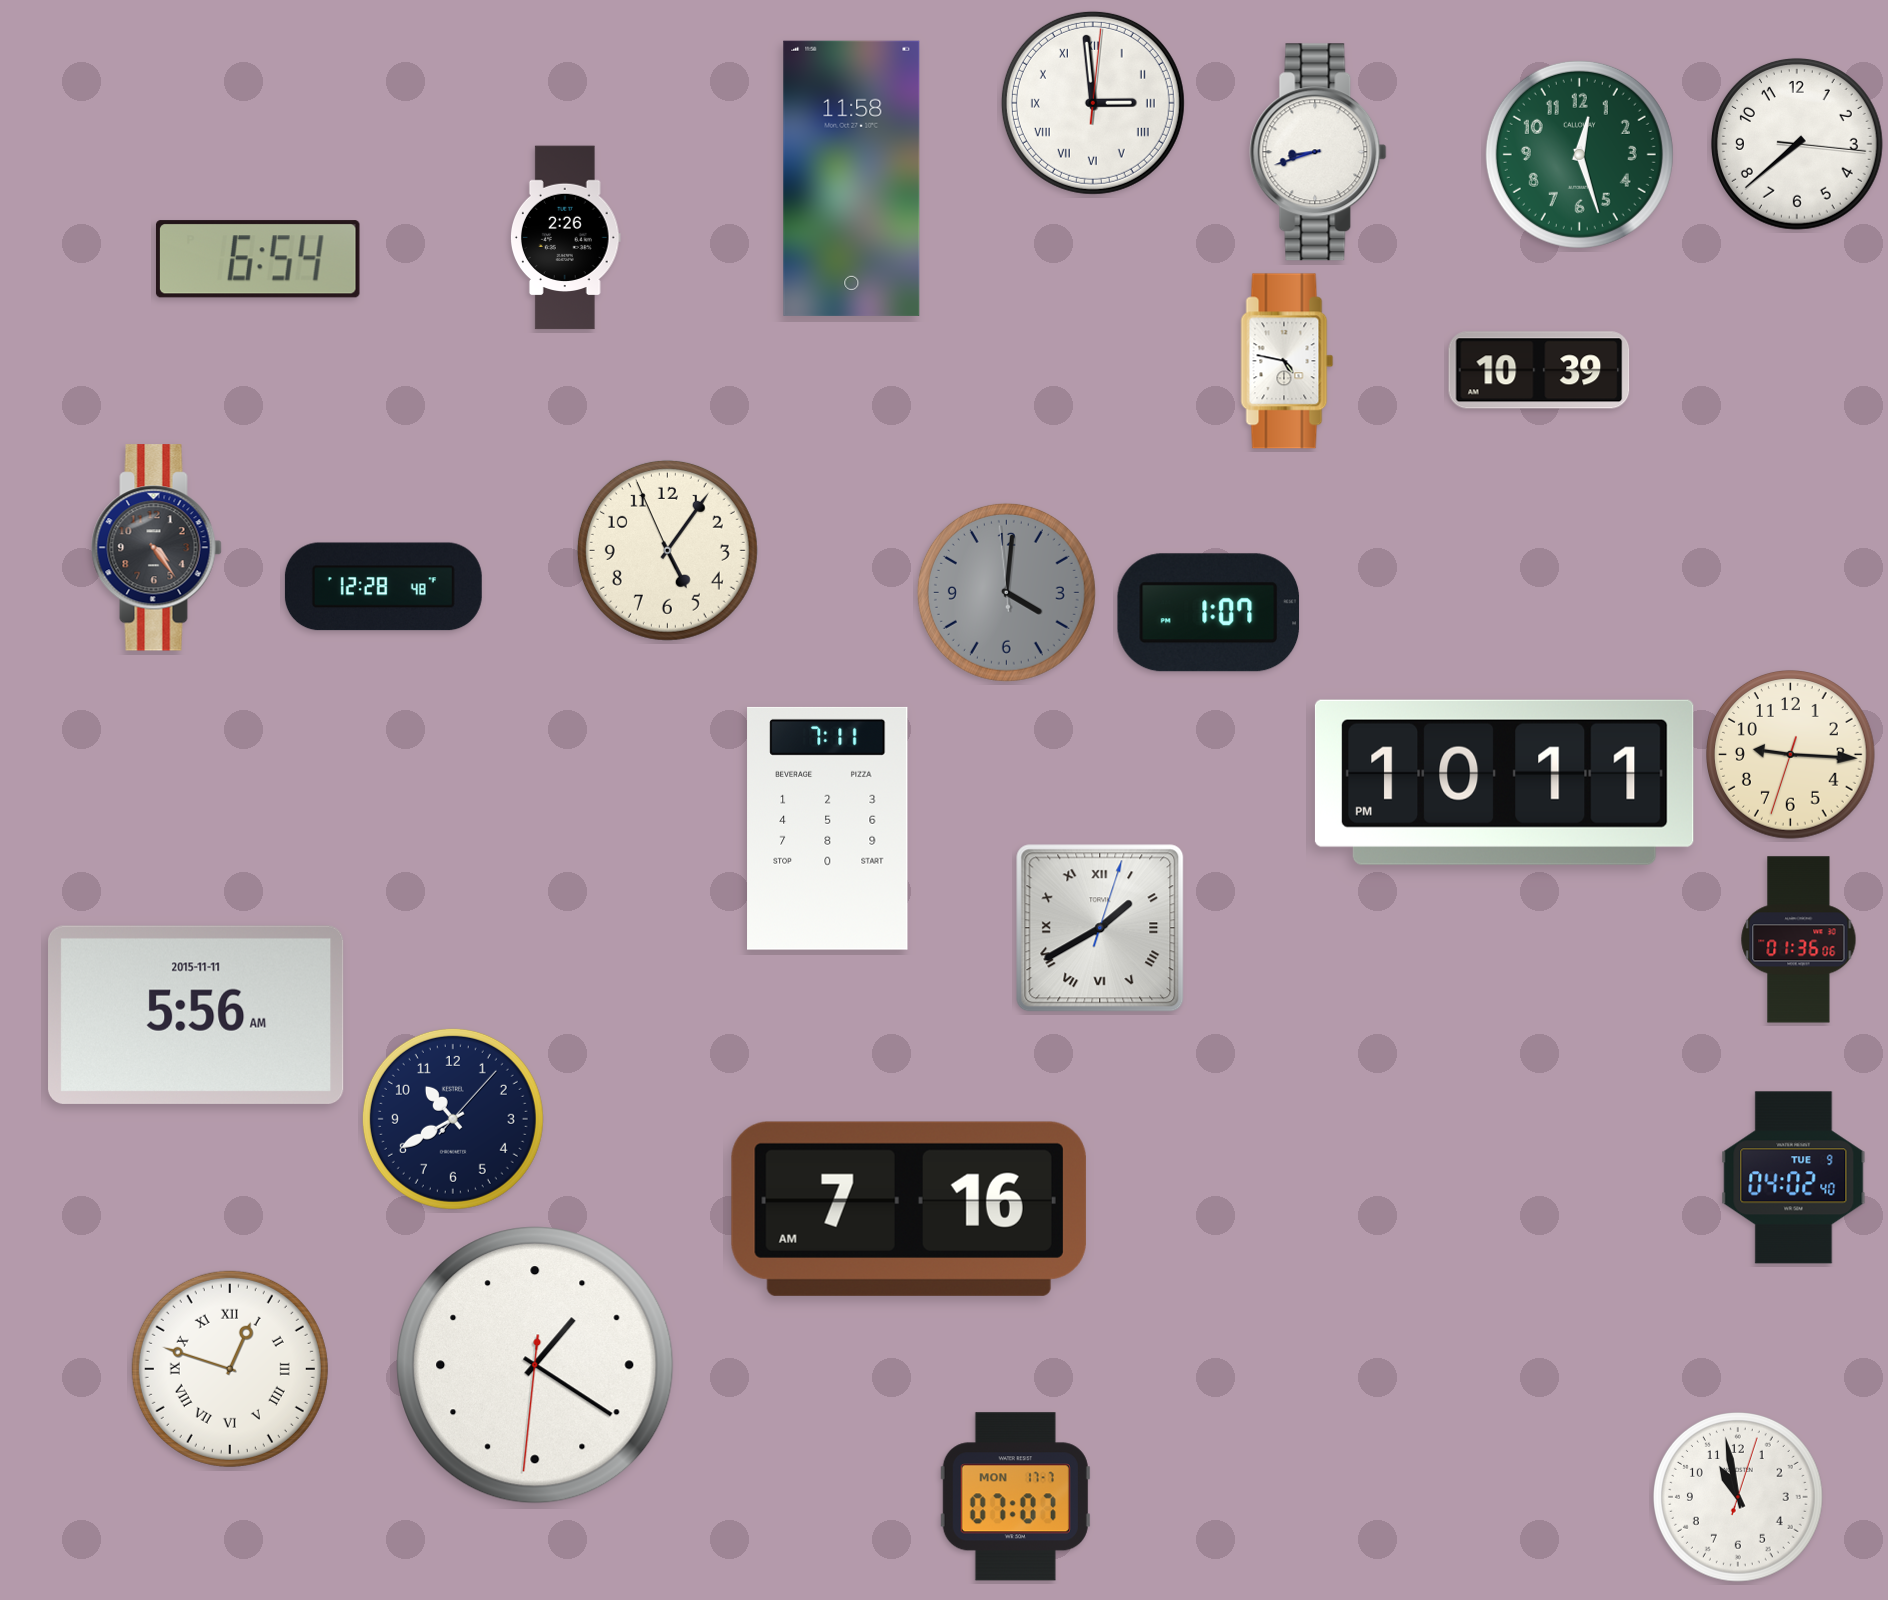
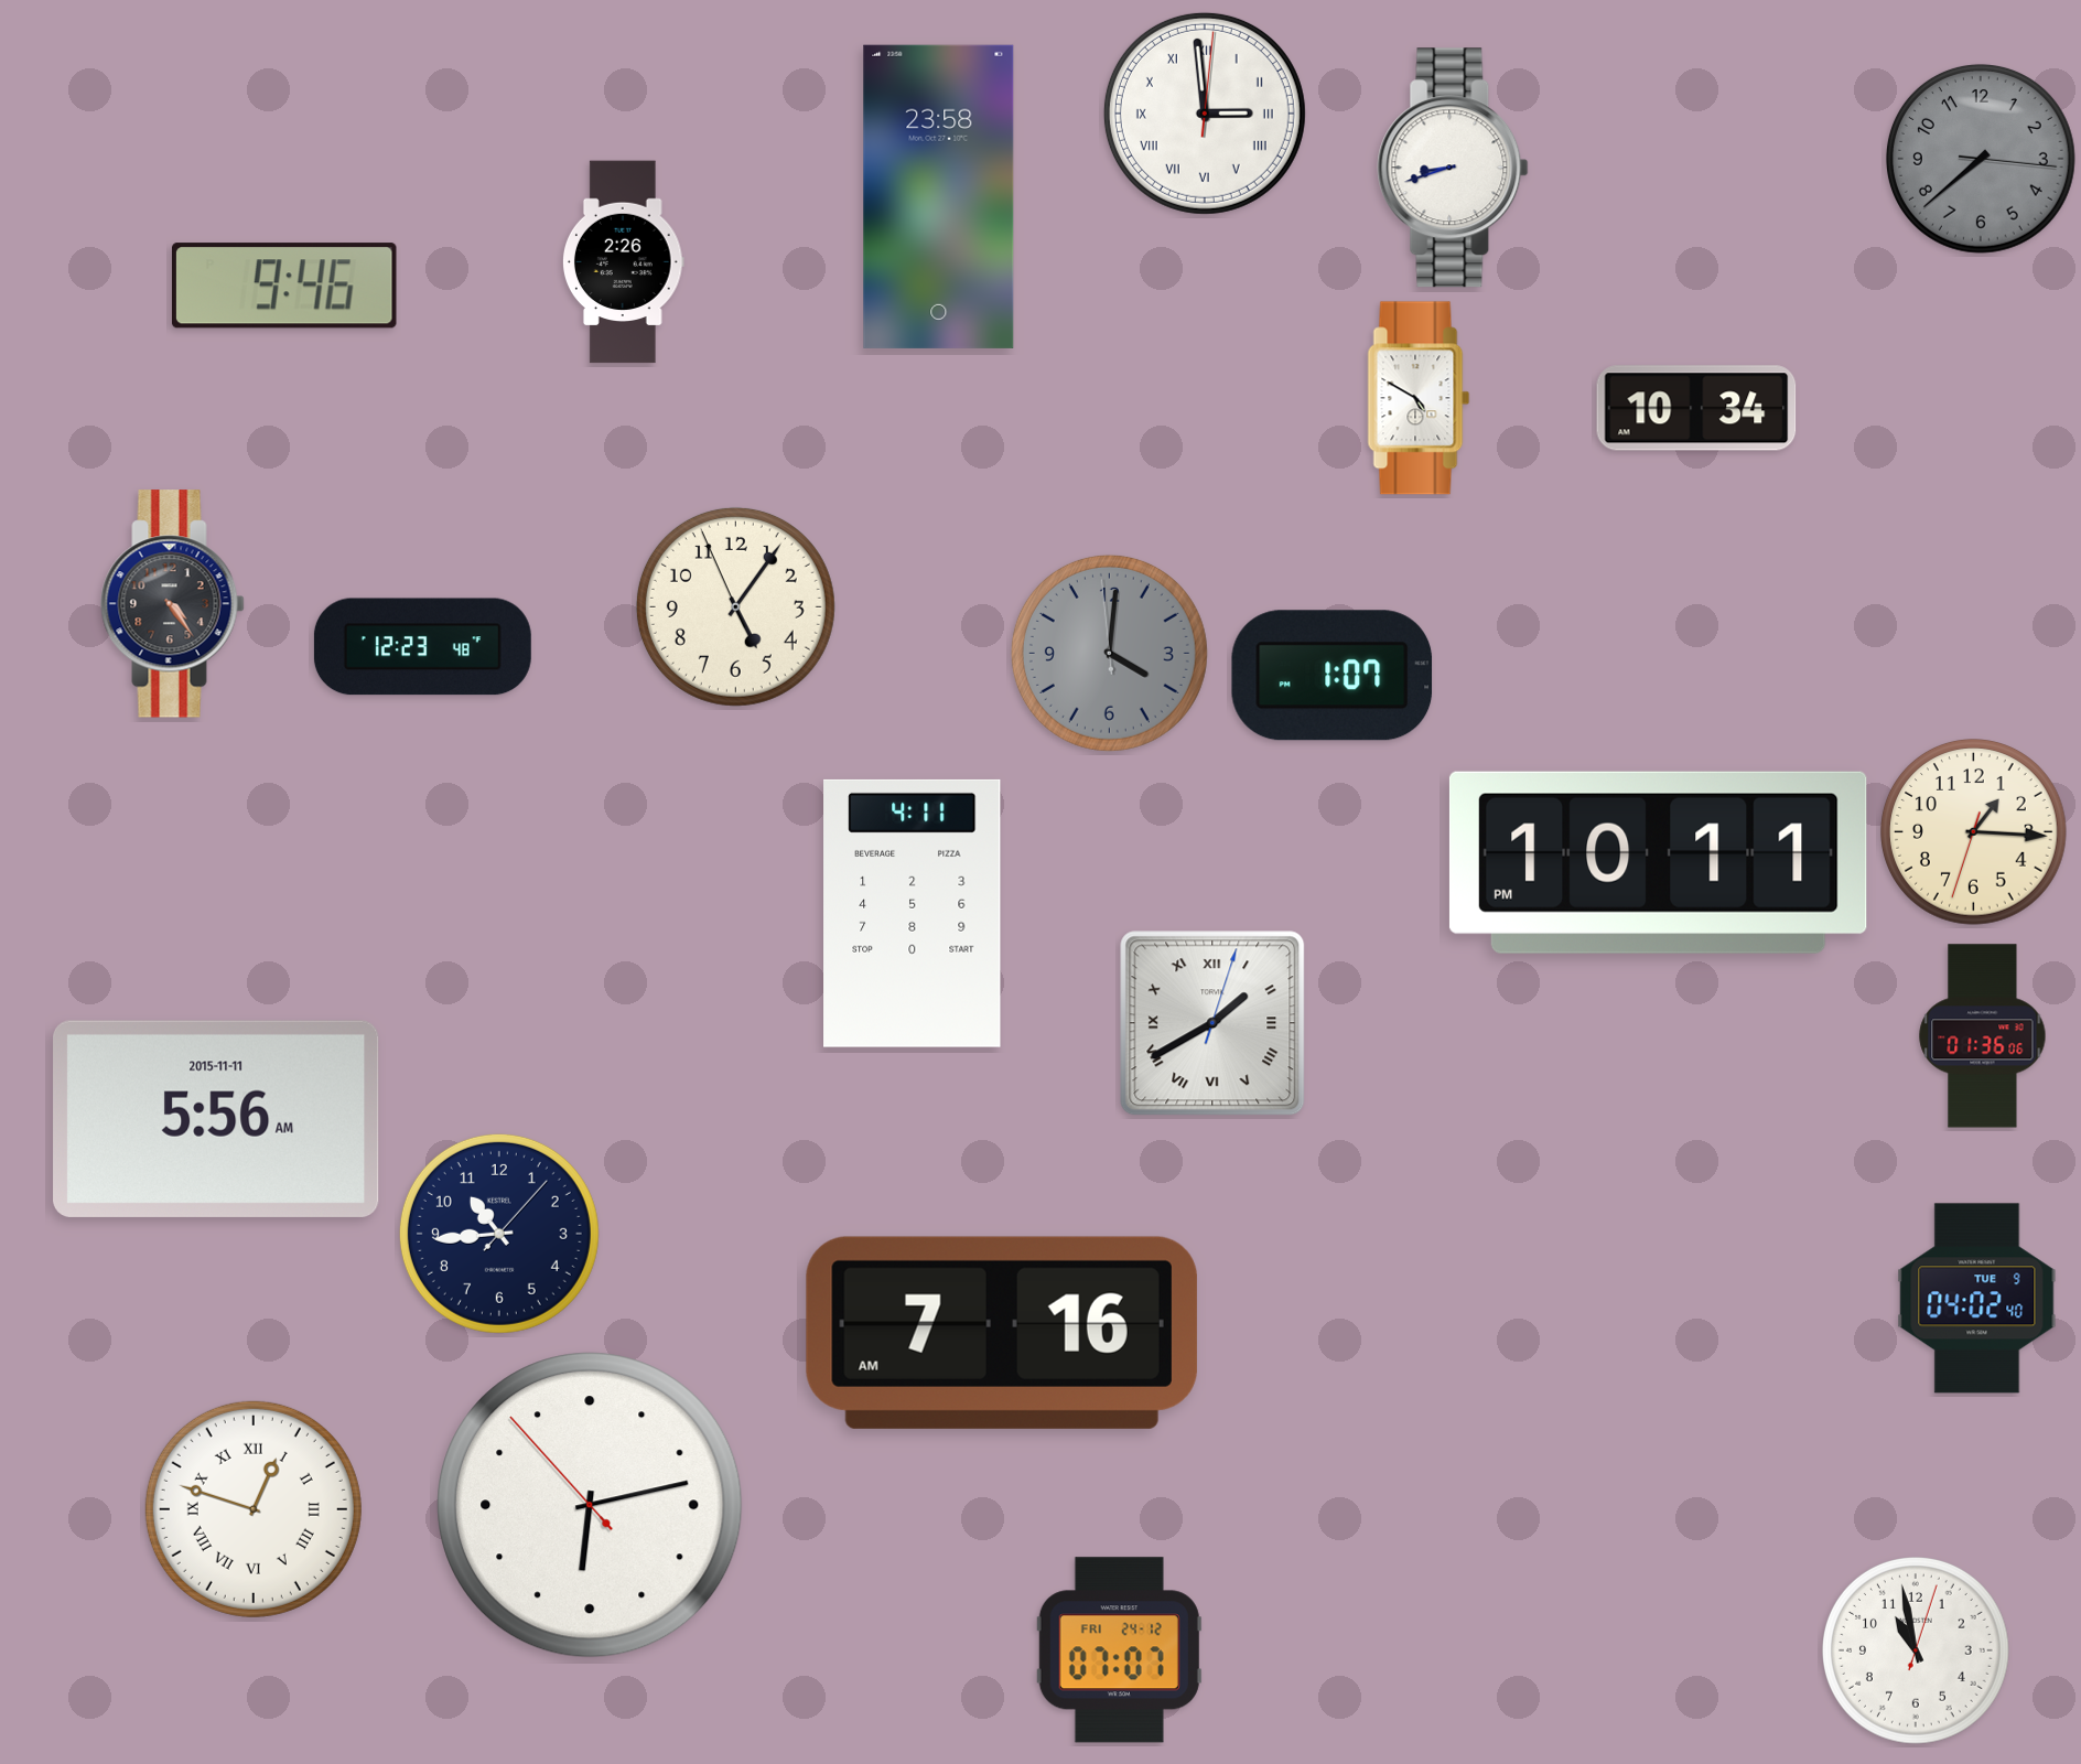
clock at (1797, 144) dial: white -> grey
clock at (1579, 154): 12:27 -> none
clock at (852, 178): 11:58 -> 23:58
clock at (258, 259): 6:54 -> 9:46
clock at (1287, 361): 4:47 -> 4:50
clock at (1539, 370): 10:39 -> 10:34
clock at (383, 587): 12:28 -> 12:23
clock at (1791, 755): 9:15 -> 1:15
clock at (828, 828): 7:11 -> 4:11
clock at (453, 1119): 10:40 -> 10:44
clock at (535, 1365): 1:20 -> 6:12
clock at (1015, 1497) date: MON 17-7 -> FRI 24-12
